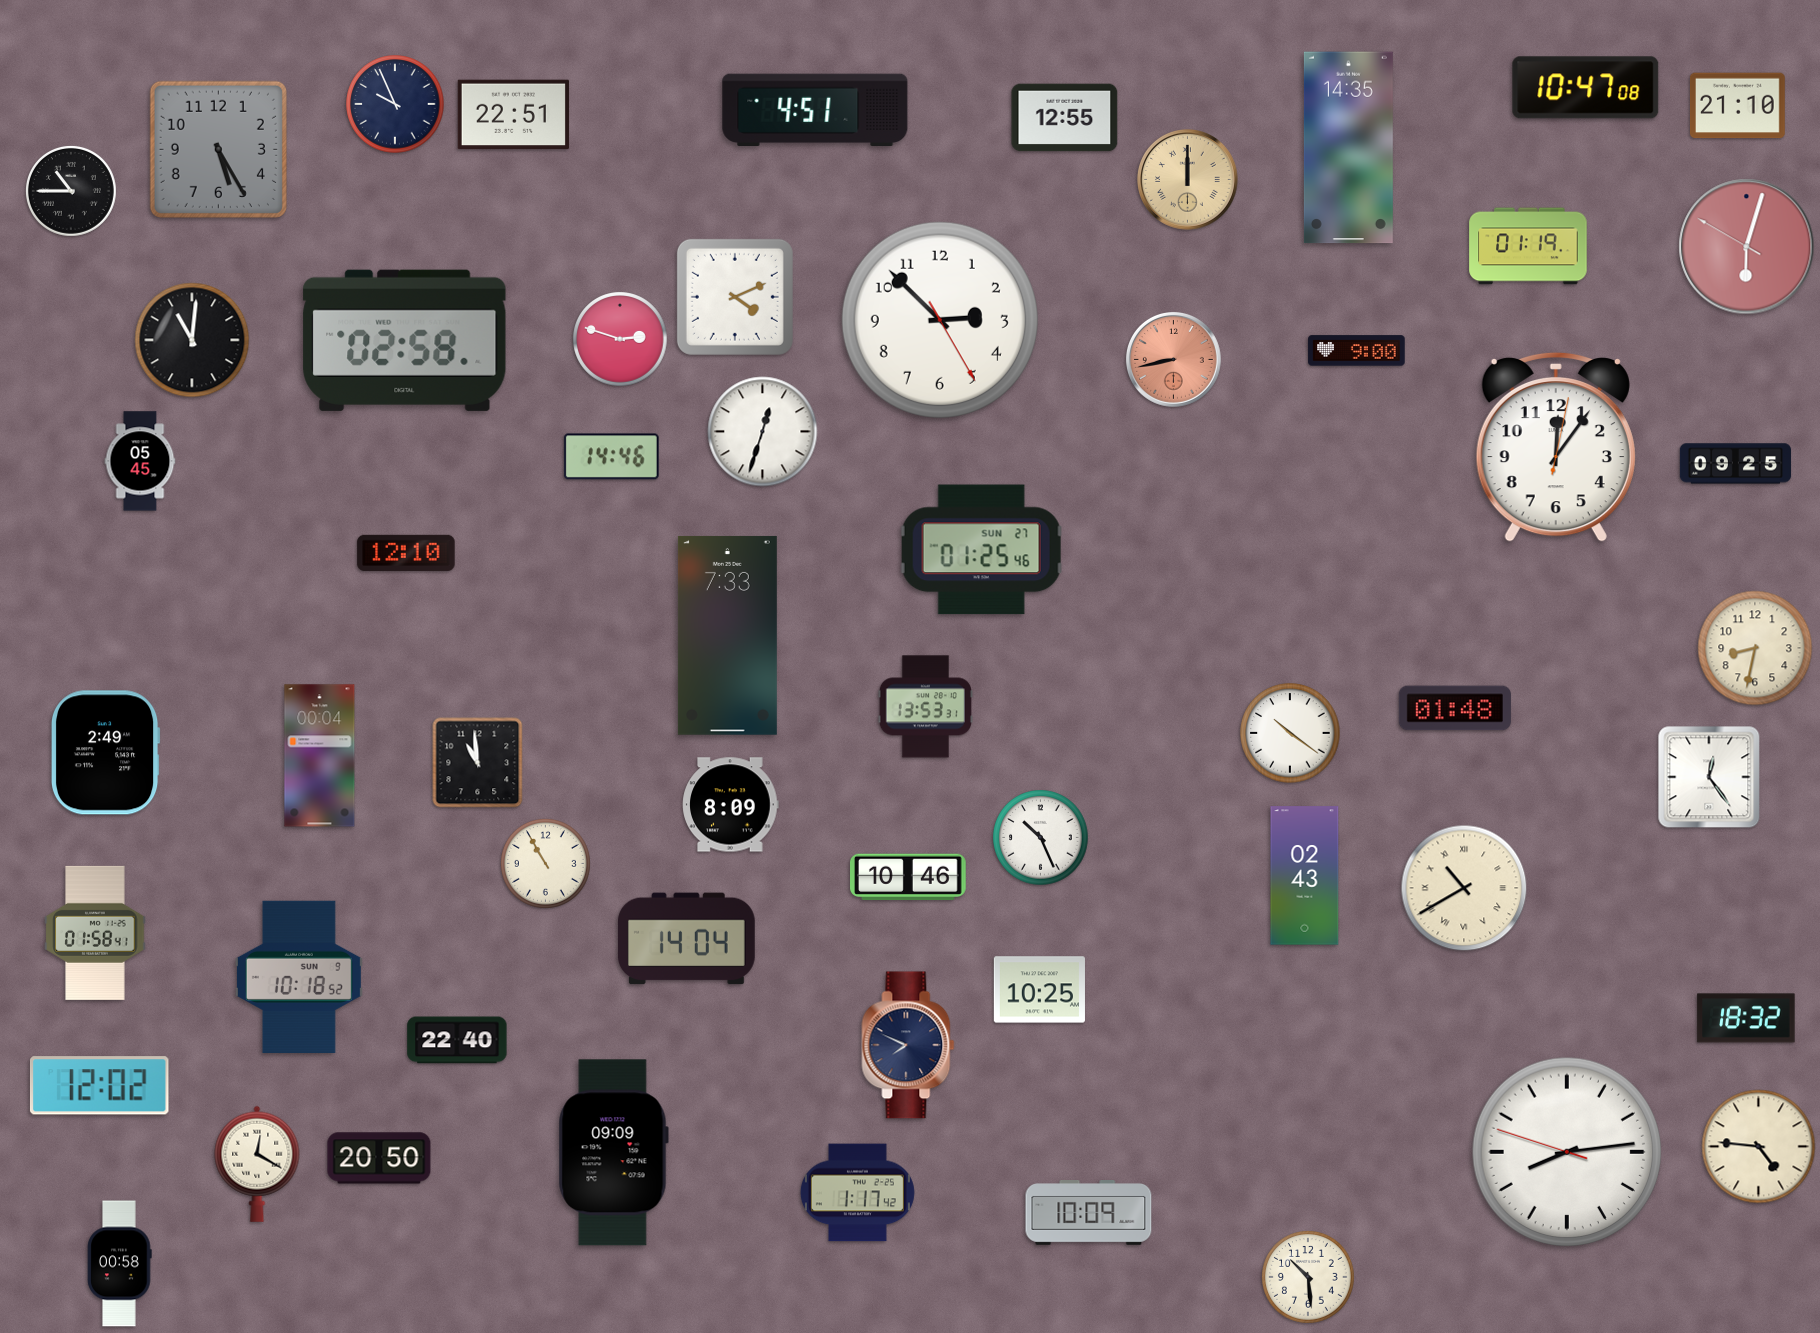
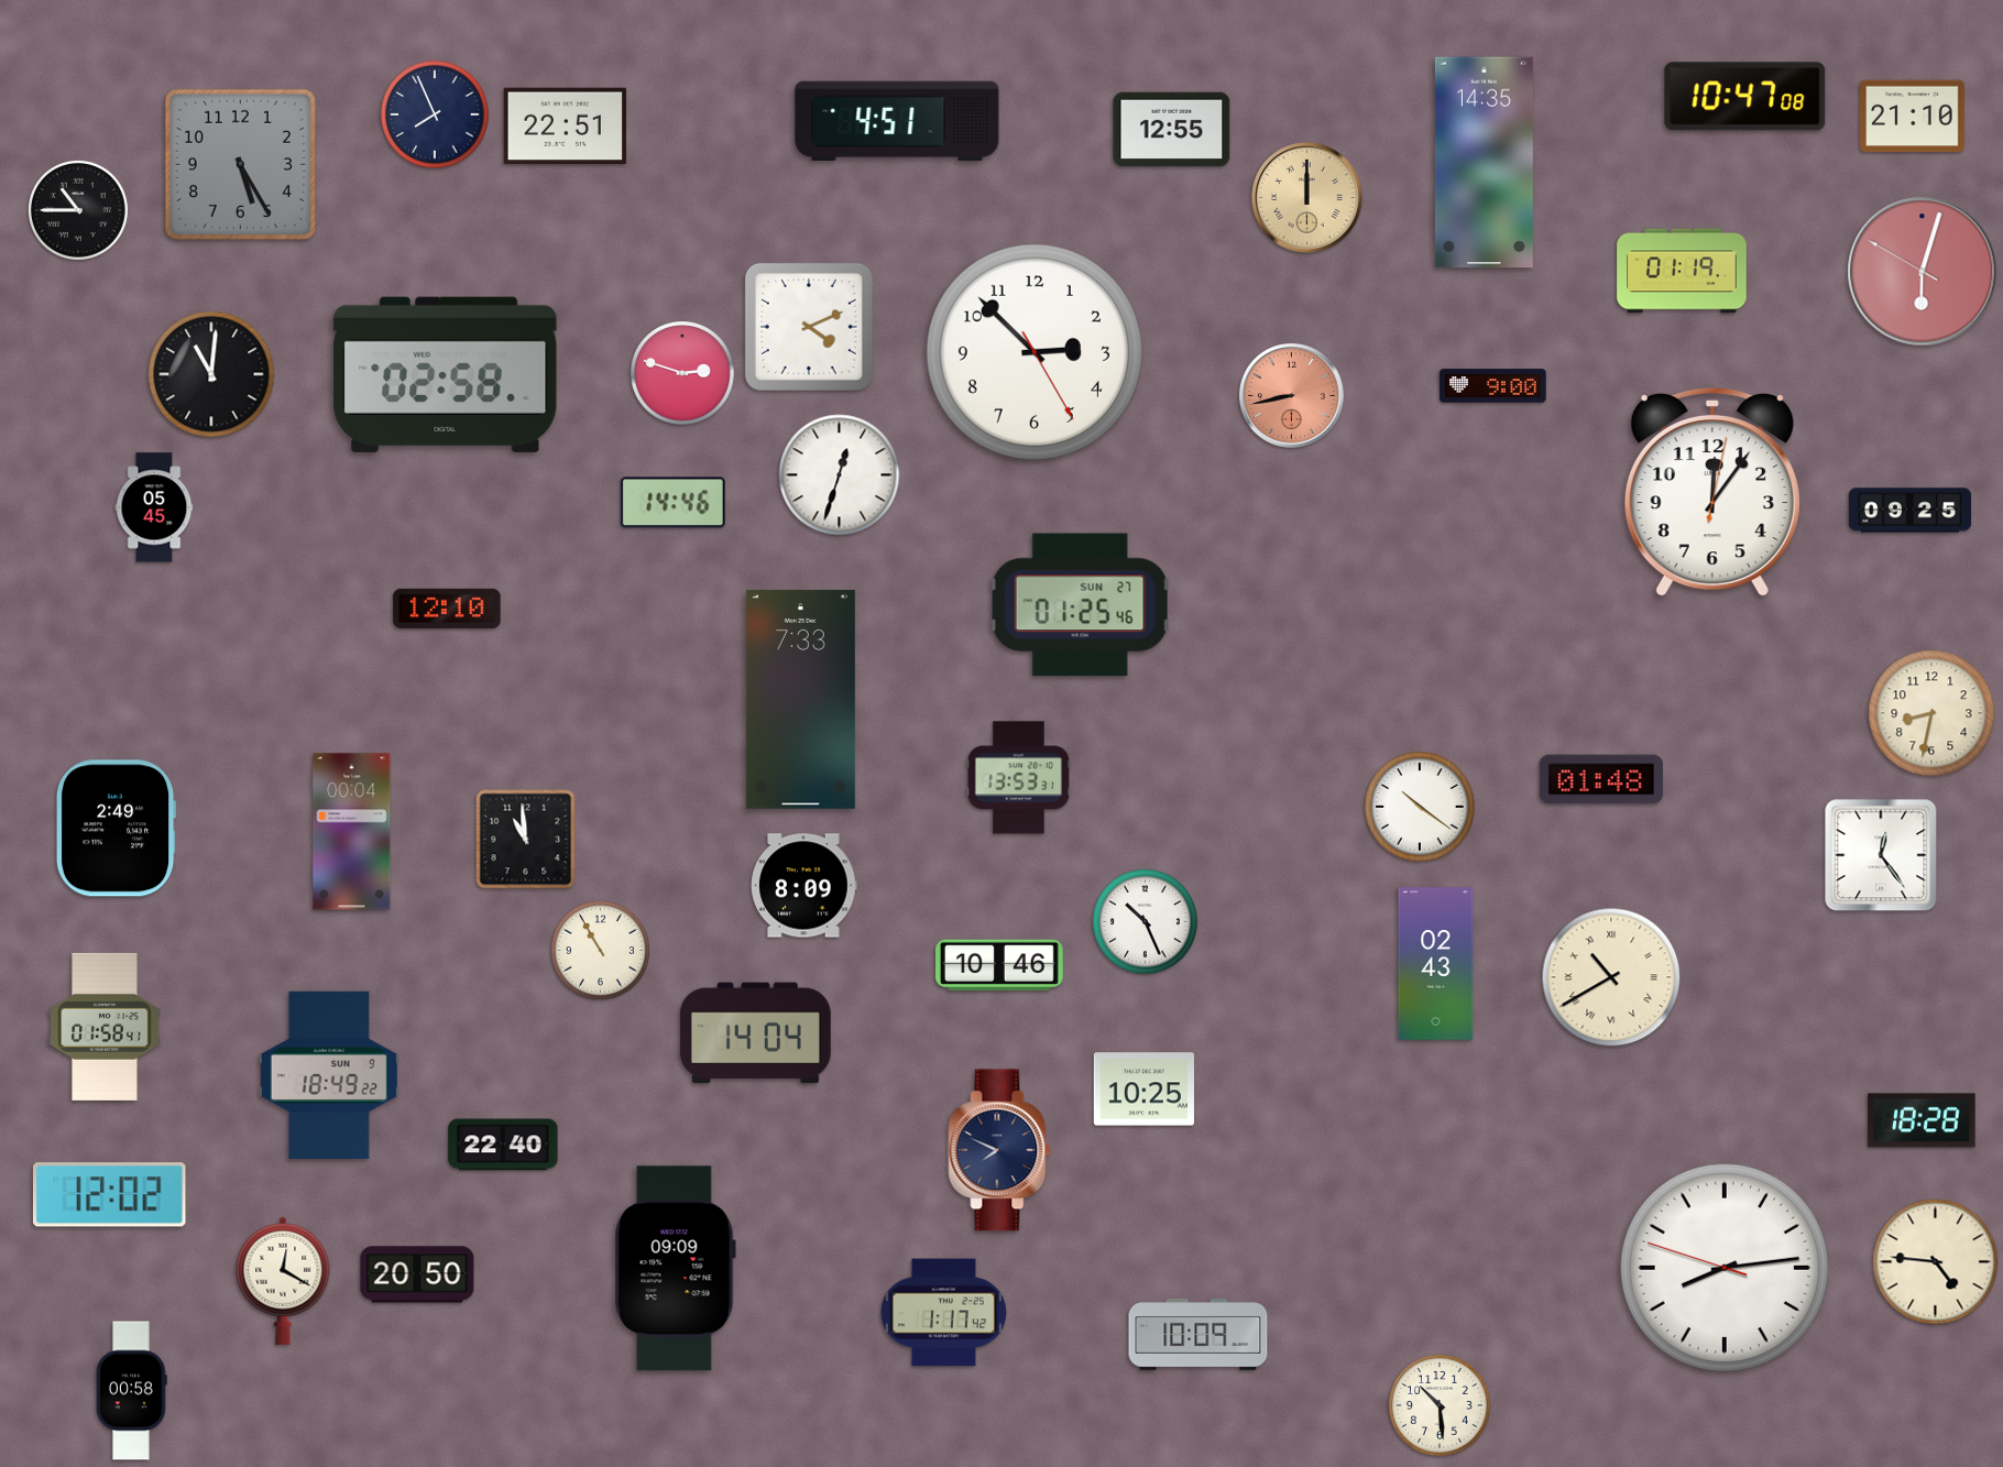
clock at (395, 104): 9:56 -> 7:56
clock at (299, 976): 10:18 -> 18:49
clock at (1746, 1018): 18:32 -> 18:28
